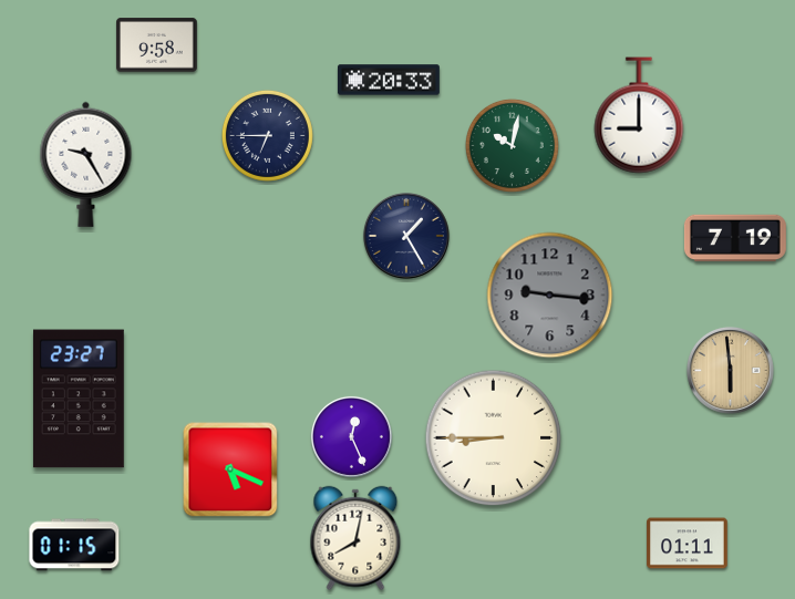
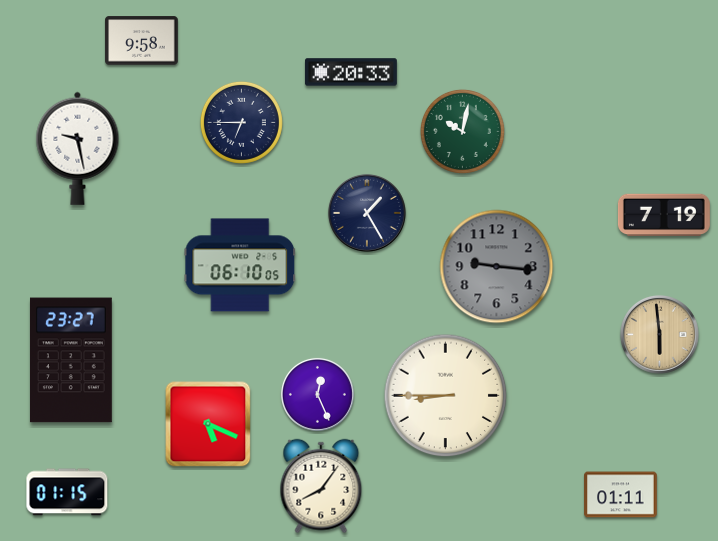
clock at (639, 115): 9:00 -> none
clock at (86, 164): 9:25 -> 9:28
clock at (240, 265): none -> 06:10
clock at (355, 538): 8:02 -> 8:06
clock at (688, 544) position: (688, 544) -> (621, 495)
